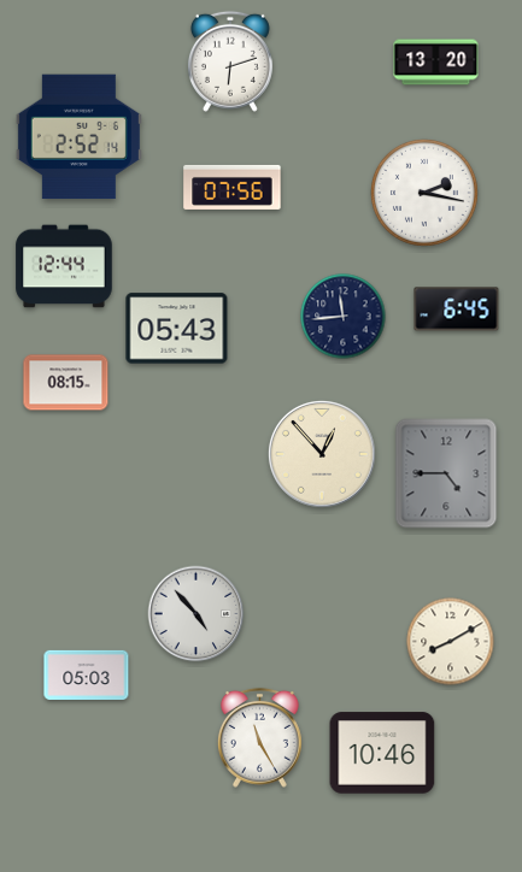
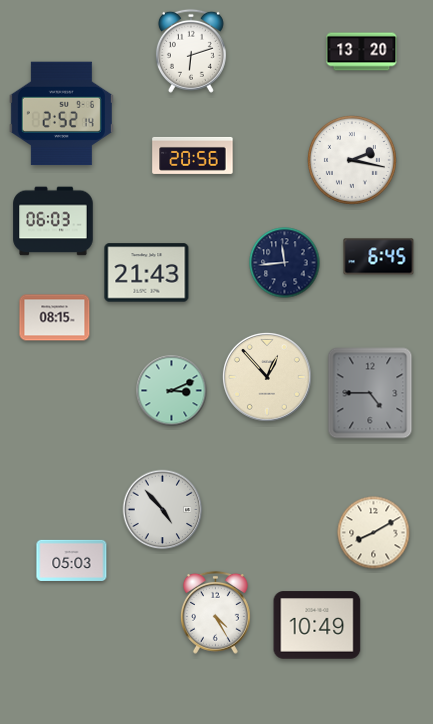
clock at (78, 137) position: (78, 137) -> (61, 114)
clock at (233, 187): 07:56 -> 20:56
clock at (64, 266): 12:44 -> 06:03
clock at (177, 329): 05:43 -> 21:43
clock at (172, 391): none -> 3:11
clock at (259, 737): 11:25 -> 4:25
clock at (382, 753): 10:46 -> 10:49
